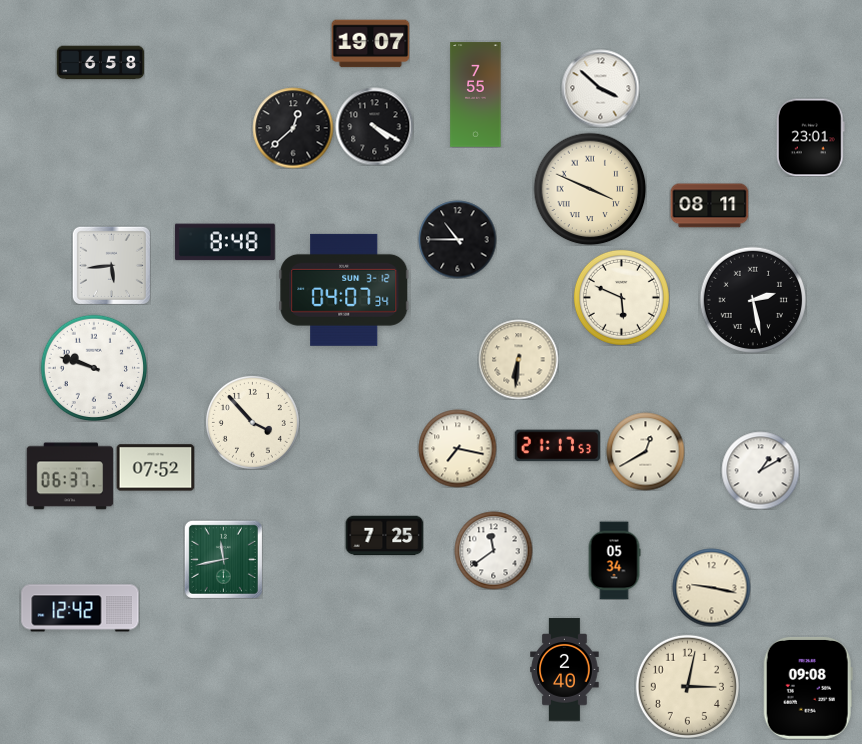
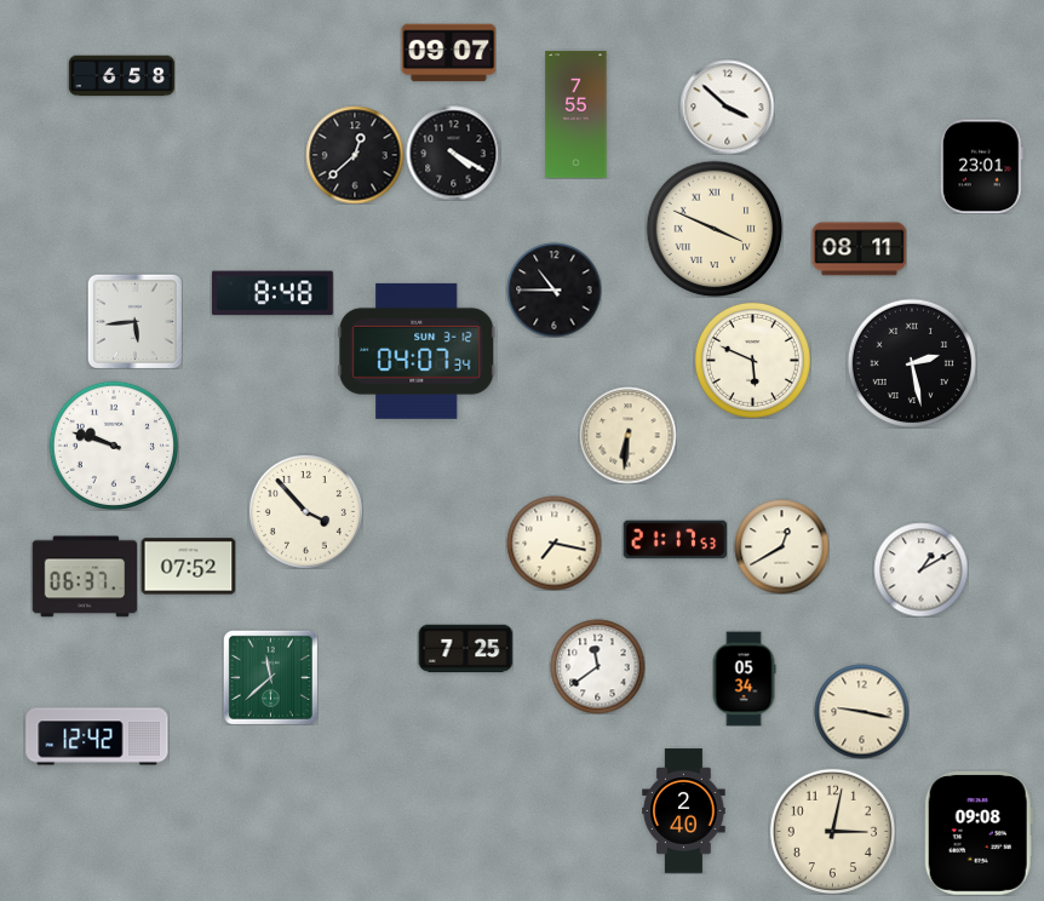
clock at (370, 44): 19:07 -> 09:07
clock at (223, 559): 11:43 -> 11:38
